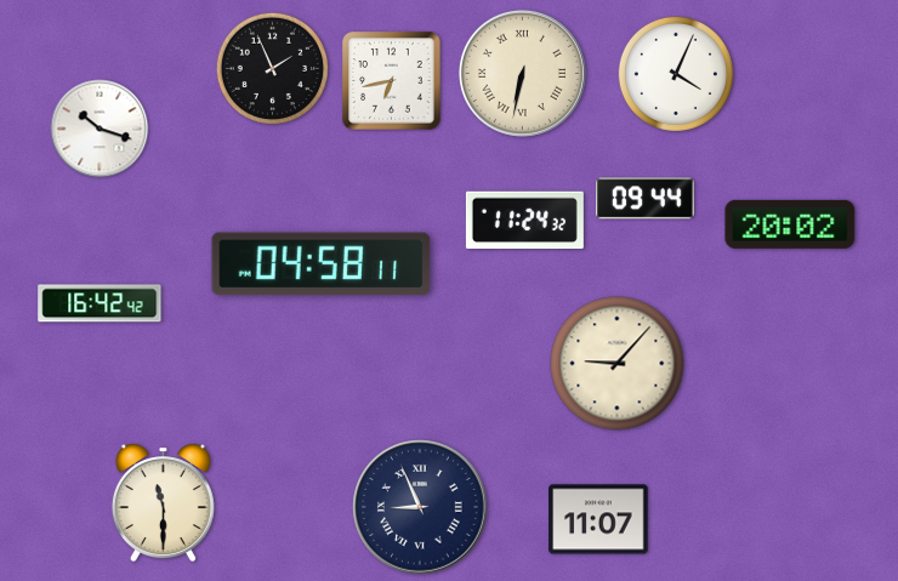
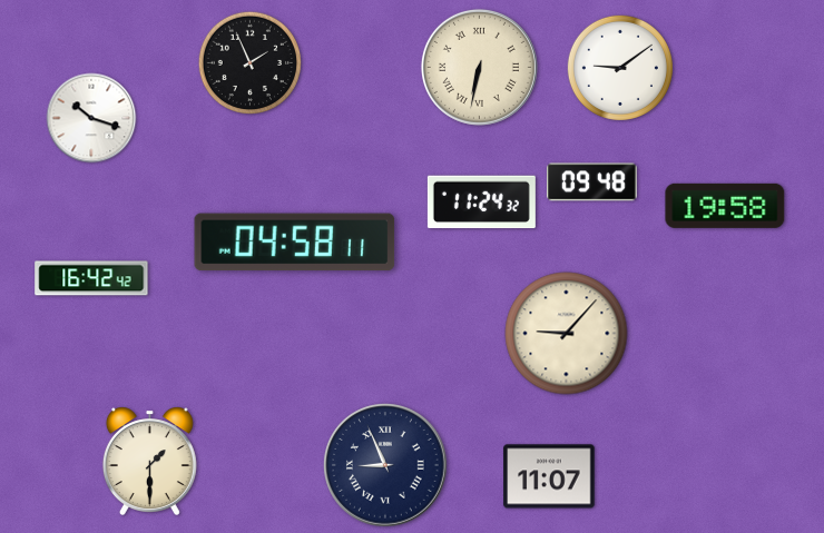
clock at (676, 74): 4:04 -> 9:09
clock at (392, 81): 6:43 -> none
clock at (646, 199): 09:44 -> 09:48
clock at (790, 224): 20:02 -> 19:58
clock at (163, 502): 11:30 -> 1:30
